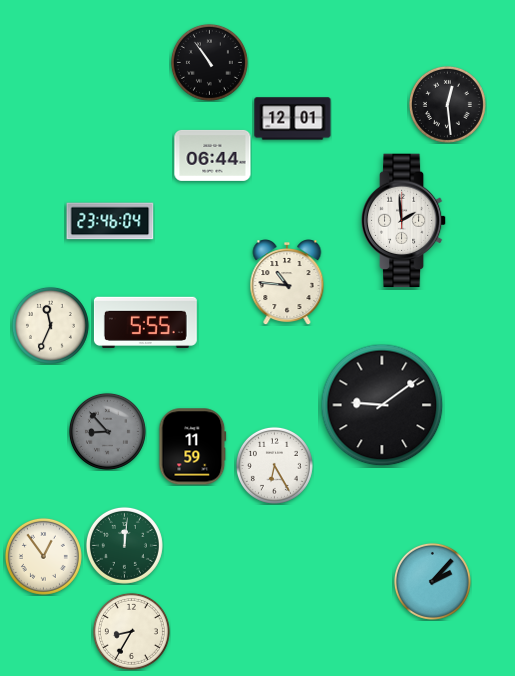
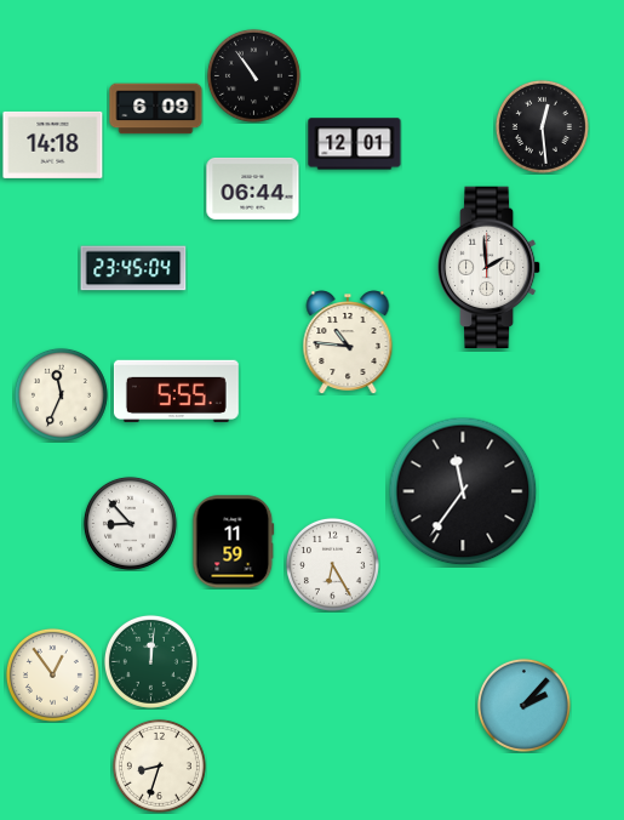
clock at (156, 109): none -> 6:09
clock at (53, 144): none -> 14:18
clock at (213, 155) position: (213, 155) -> (253, 188)
clock at (110, 221): 23:46 -> 23:45
clock at (382, 405): 9:09 -> 11:36
clock at (107, 431) dial: grey -> white
clock at (131, 631): 8:35 -> 8:33
